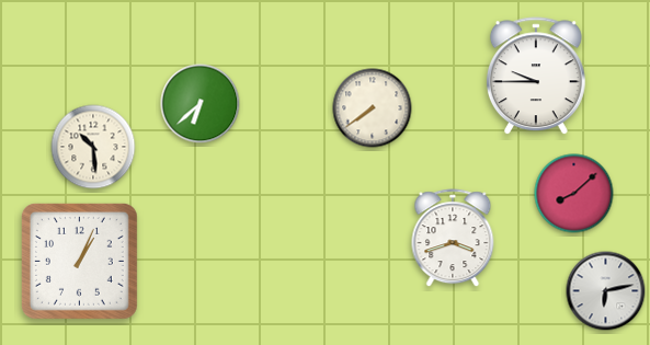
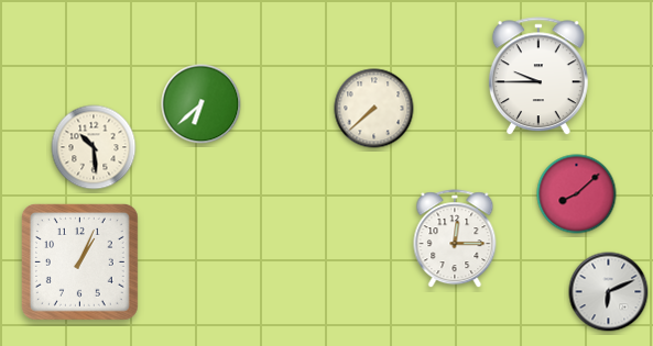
clock at (373, 108): 7:39 -> 7:38
clock at (453, 239): 3:42 -> 12:15
clock at (606, 291): 6:13 -> 6:11
